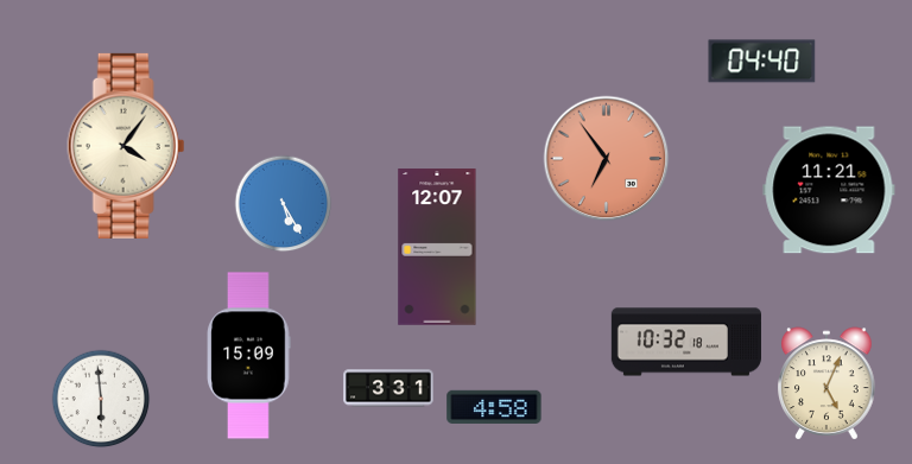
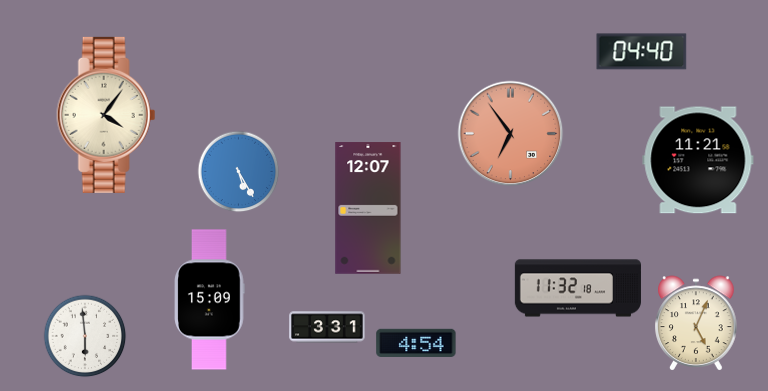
clock at (126, 146) position: (126, 146) -> (106, 115)
clock at (686, 342): 10:32 -> 11:32
clock at (494, 407): 4:58 -> 4:54
